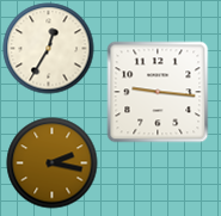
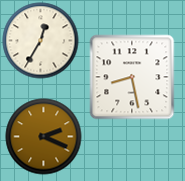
clock at (158, 92): 9:16 -> 8:28
clock at (53, 163): 2:17 -> 2:19
